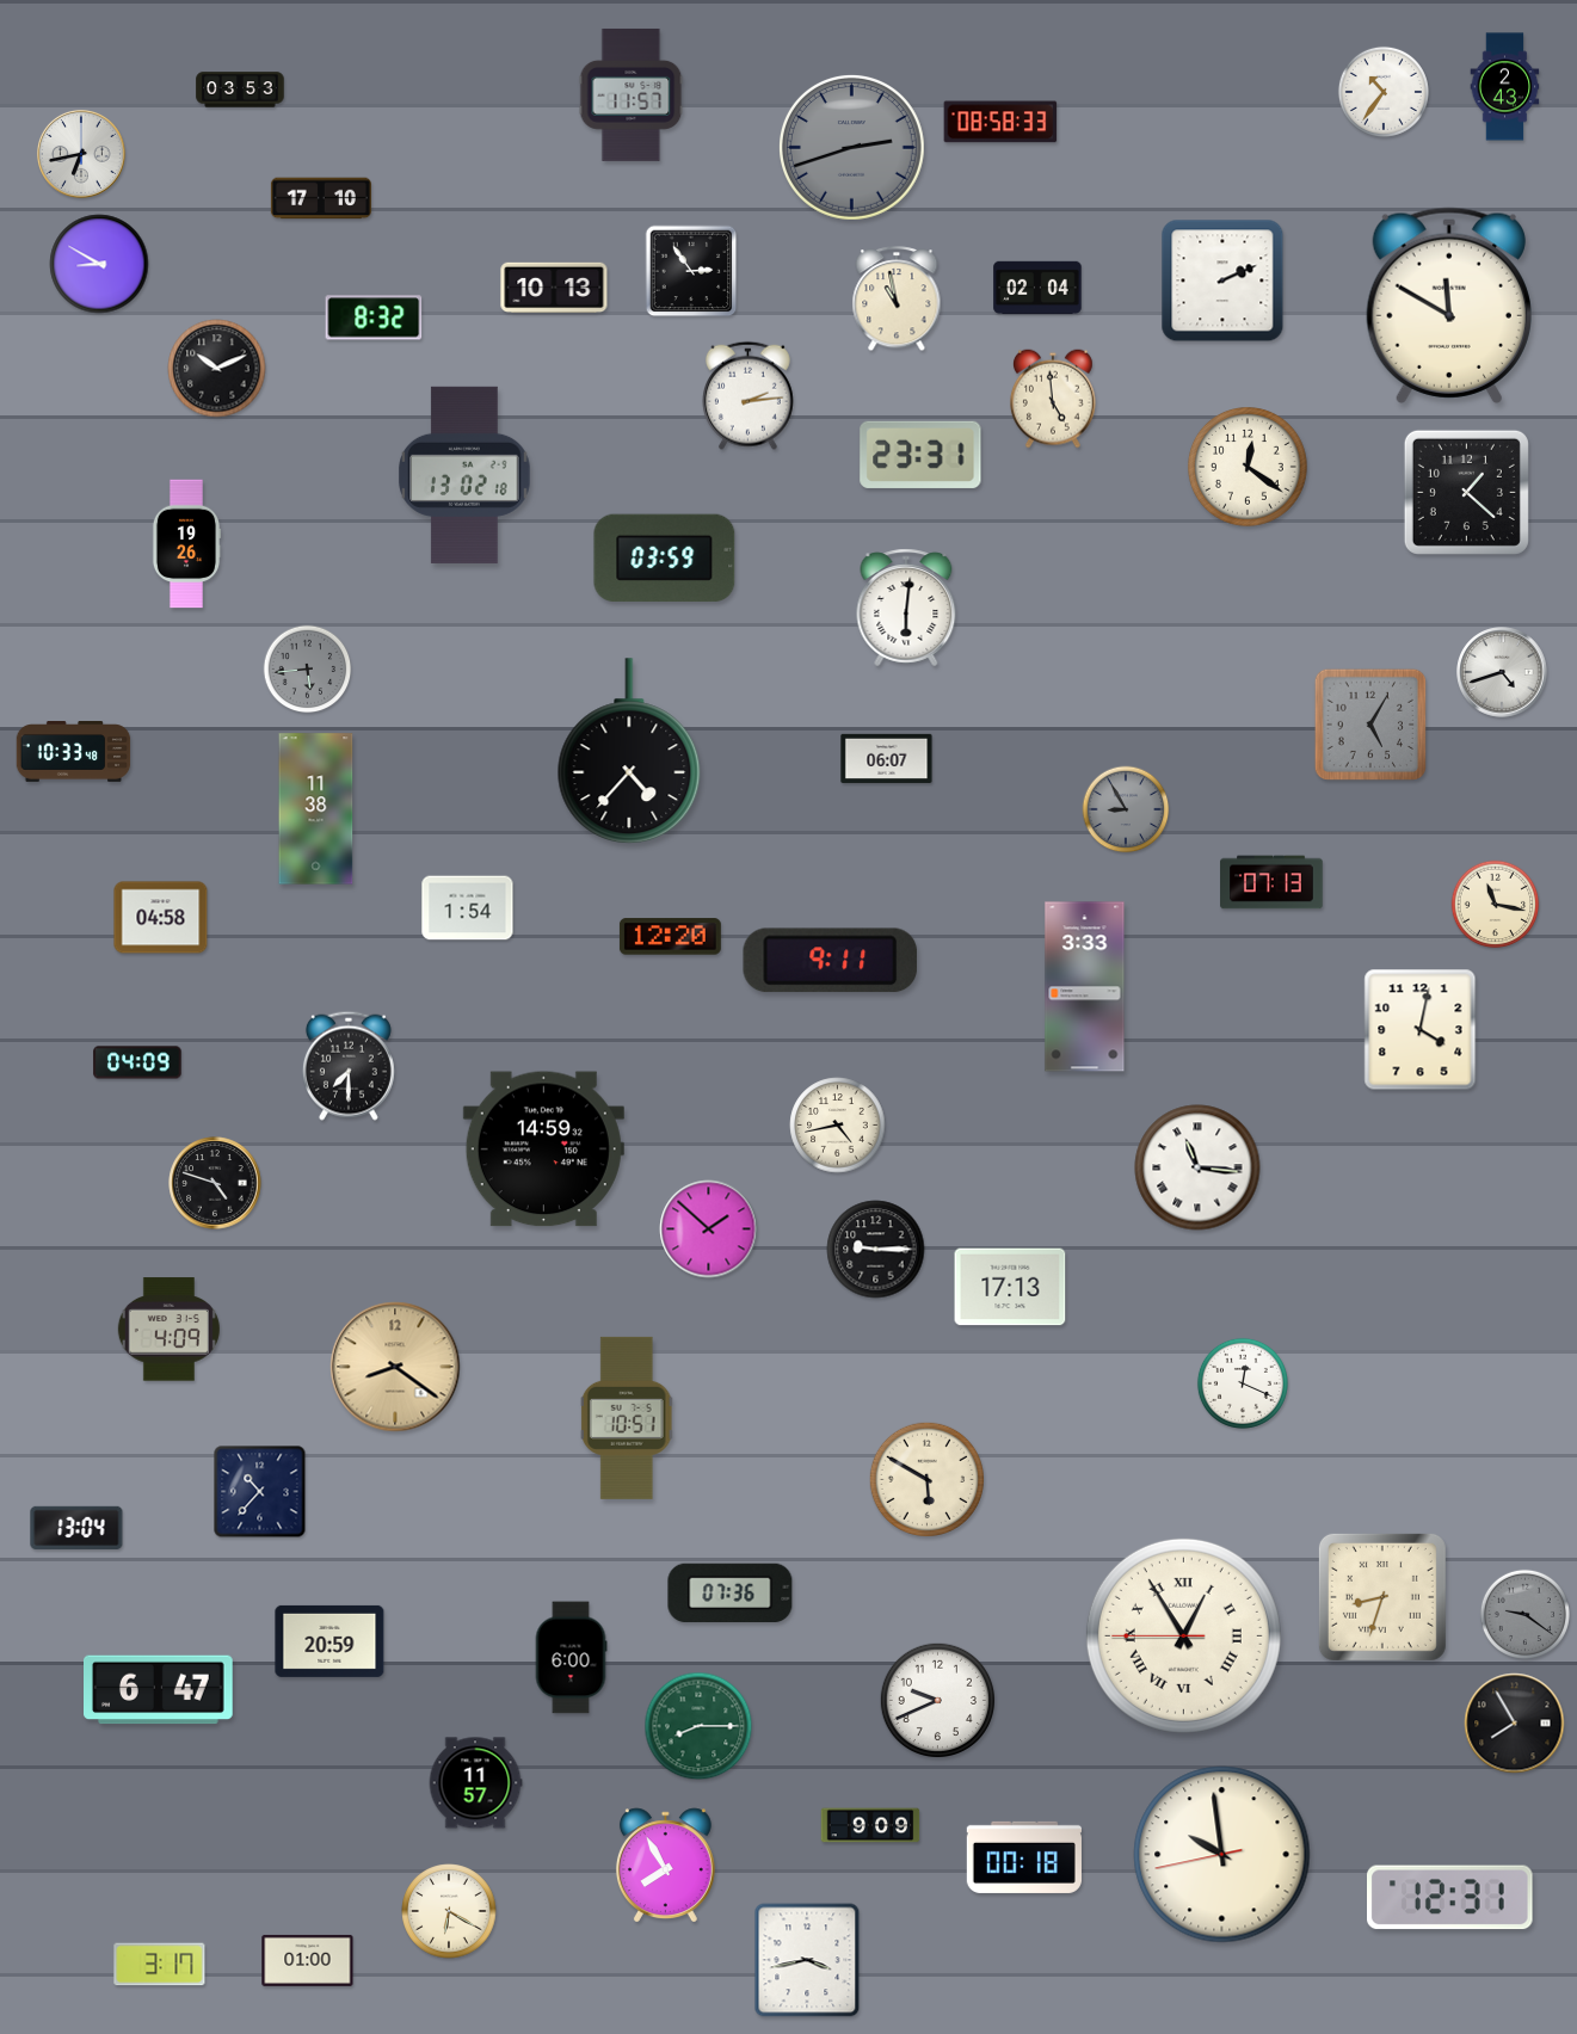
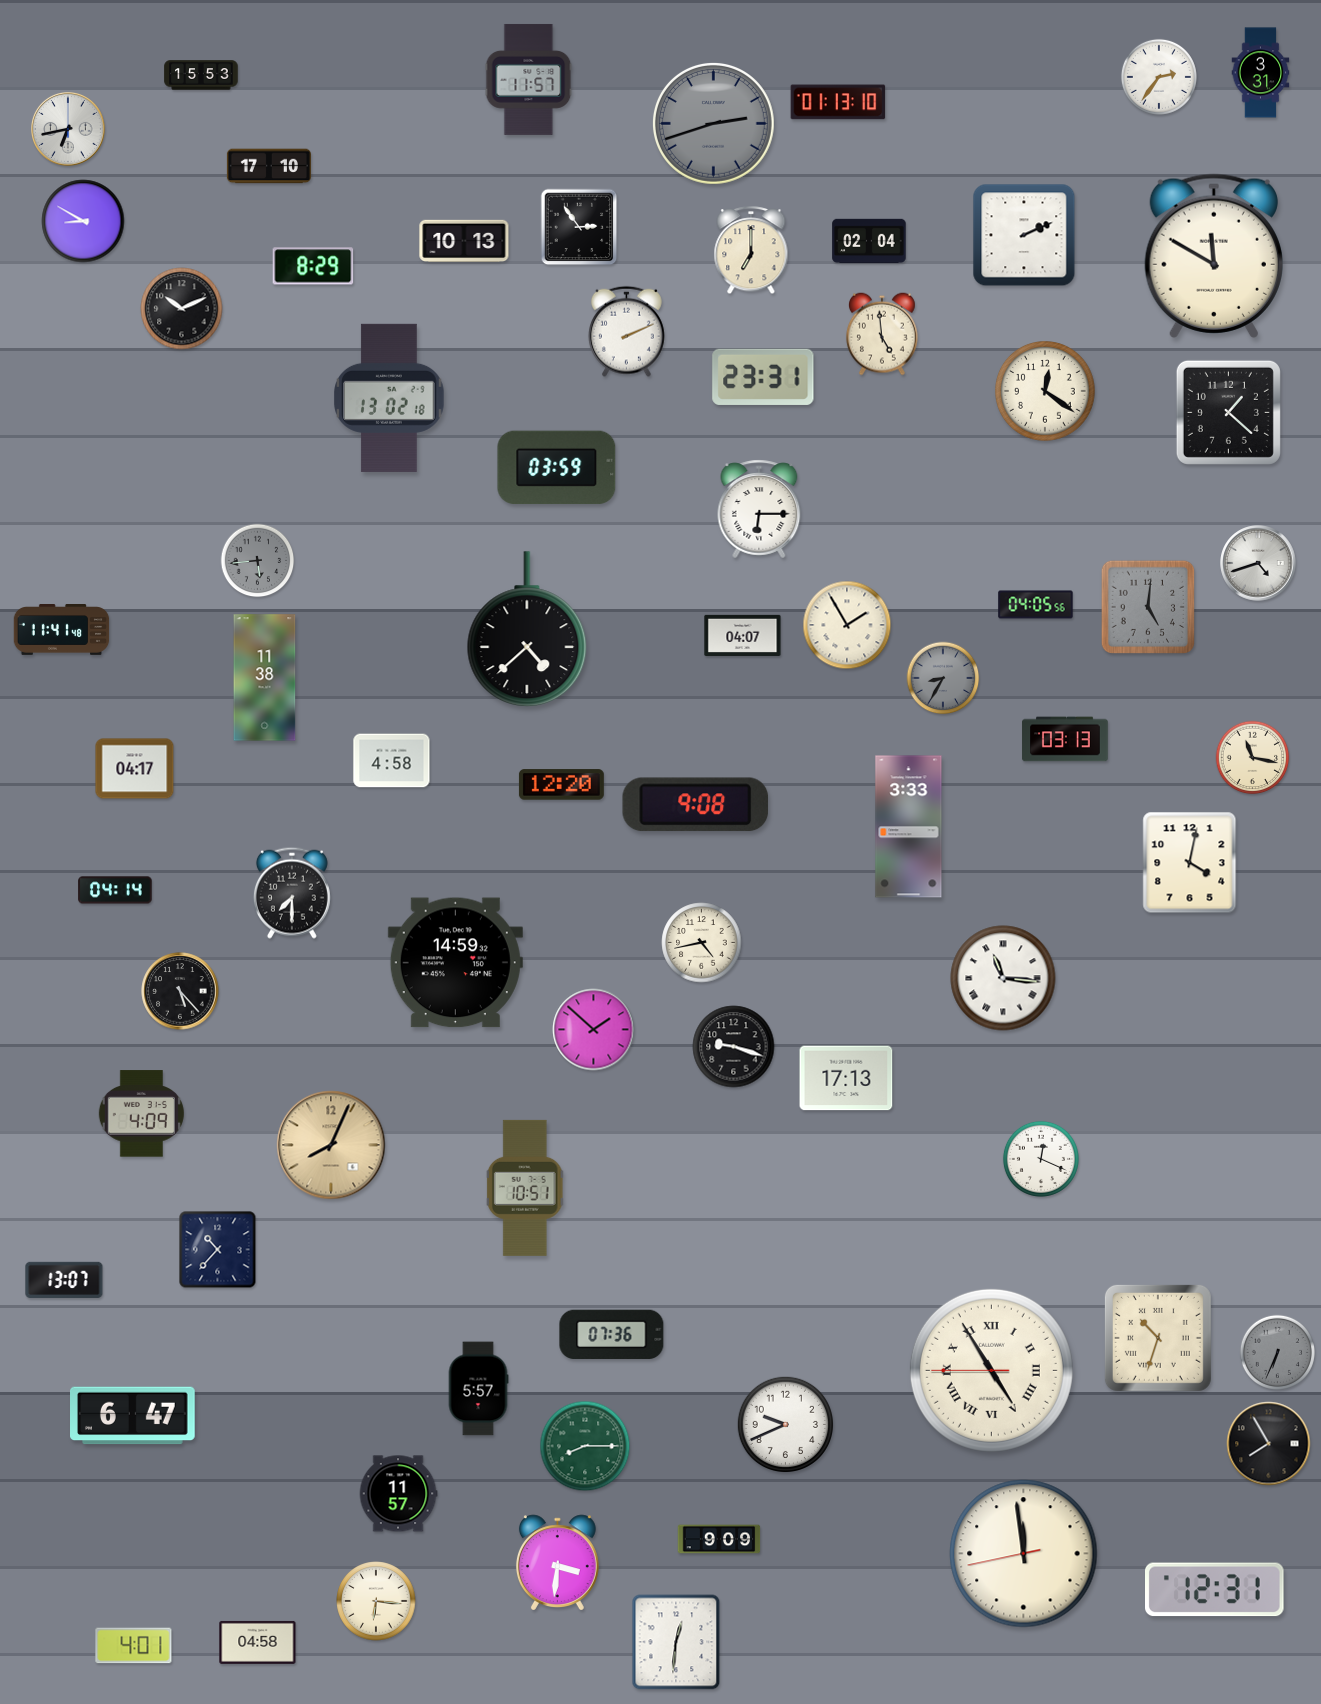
clock at (1505, 87): 2:43 -> 3:31
clock at (240, 90): 03:53 -> 15:53
clock at (1384, 92): 10:36 -> 2:36
clock at (1000, 122): 08:58 -> 01:13
clock at (897, 300): 10:58 -> 7:00
clock at (374, 318): 8:32 -> 8:29
clock at (747, 395): 2:14 -> 2:11
clock at (920, 455) position: (920, 455) -> (763, 377)
clock at (186, 544): 19:26 -> none
clock at (906, 608): 6:01 -> 6:15
clock at (1036, 605): none -> 04:05
clock at (1369, 723): 5:05 -> 5:01
clock at (847, 625): none -> 1:55
clock at (74, 752): 10:33 -> 11:41
clock at (629, 752): 4:37 -> 4:38
clock at (887, 758): 06:07 -> 04:07
clock at (1126, 809): 8:55 -> 8:35
clock at (1271, 882): 07:13 -> 03:13
clock at (468, 908): 1:54 -> 4:58
clock at (161, 918): 04:58 -> 04:17
clock at (830, 961): 9:11 -> 9:08
clock at (137, 1062): 04:09 -> 04:14
clock at (215, 1183): 4:48 -> 5:23
clock at (876, 1250): 9:15 -> 9:18
clock at (395, 1367): 8:21 -> 8:04
clock at (926, 1479): 5:50 -> none
clock at (76, 1527): 13:04 -> 13:07
clock at (1382, 1597): 8:33 -> 10:33
clock at (1524, 1614): 9:21 -> 6:34
clock at (1183, 1635): 12:54 -> 4:54
clock at (329, 1641): 20:59 -> none
clock at (571, 1658): 6:00 -> 5:57
clock at (870, 1825) position: (870, 1825) -> (719, 1539)
clock at (1222, 1855): 9:58 -> 11:58
clock at (1024, 1857): 00:18 -> none
clock at (665, 1865): 7:55 -> 3:31
clock at (449, 1911): 6:20 -> 6:16
clock at (308, 1960): 01:00 -> 04:58
clock at (807, 1960): 3:43 -> 12:31
clock at (160, 1965): 3:17 -> 4:01
